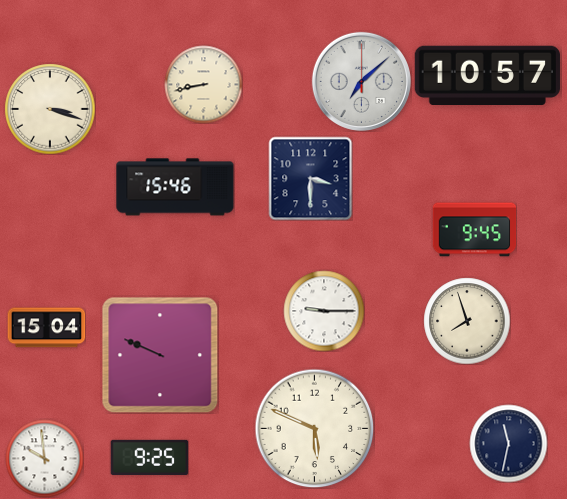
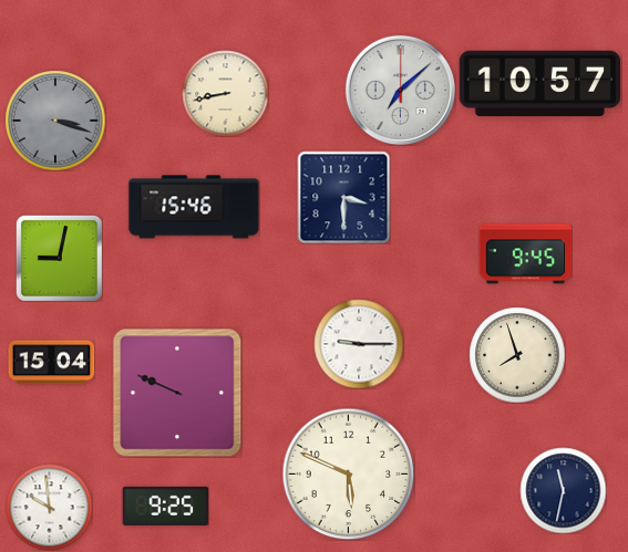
clock at (50, 109) dial: cream -> grey
clock at (59, 258): none -> 9:02
